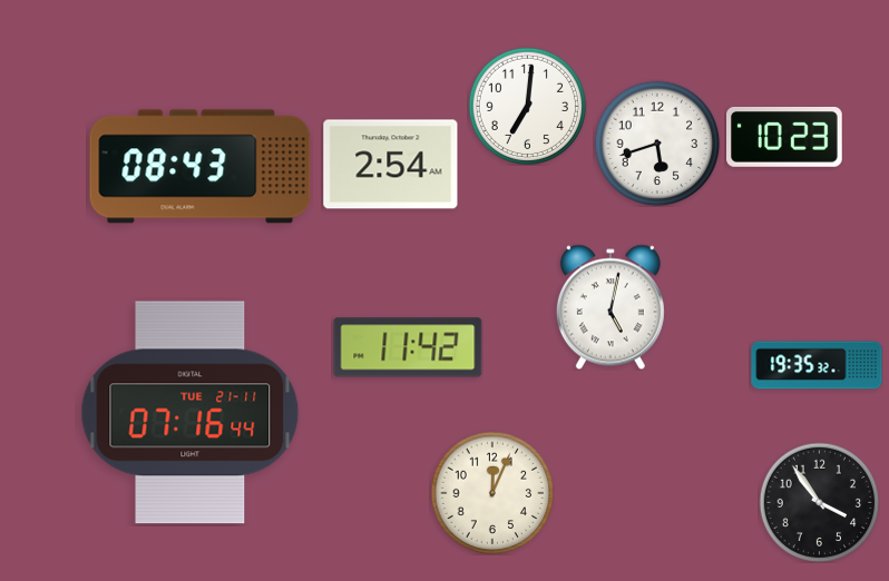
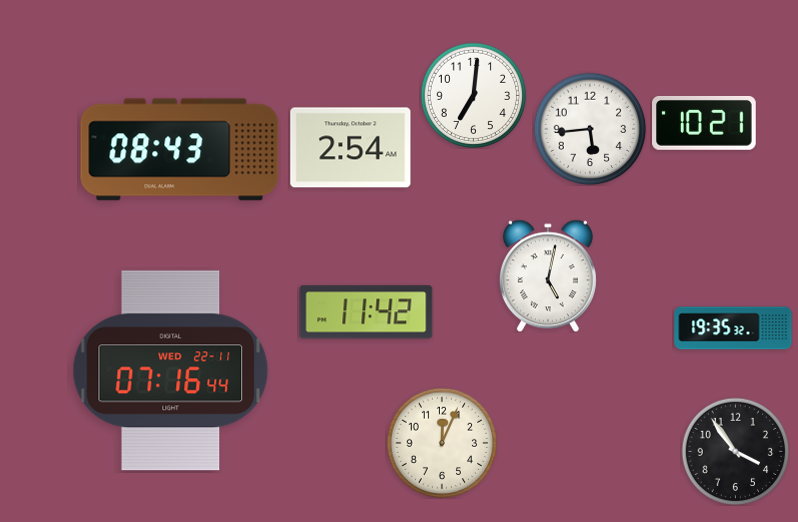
clock at (785, 137): 10:23 -> 10:21
clock at (657, 144): 5:42 -> 5:44
clock at (190, 413) date: TUE 21-11 -> WED 22-11
